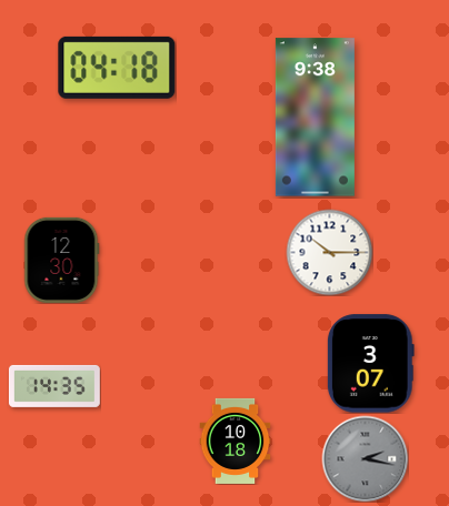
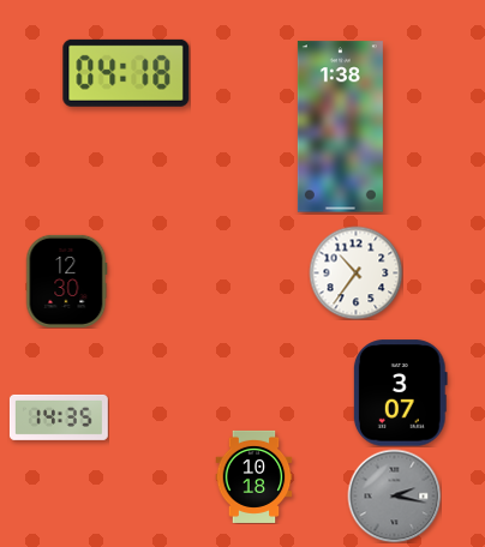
clock at (315, 118): 9:38 -> 1:38
clock at (329, 252): 10:15 -> 10:36
